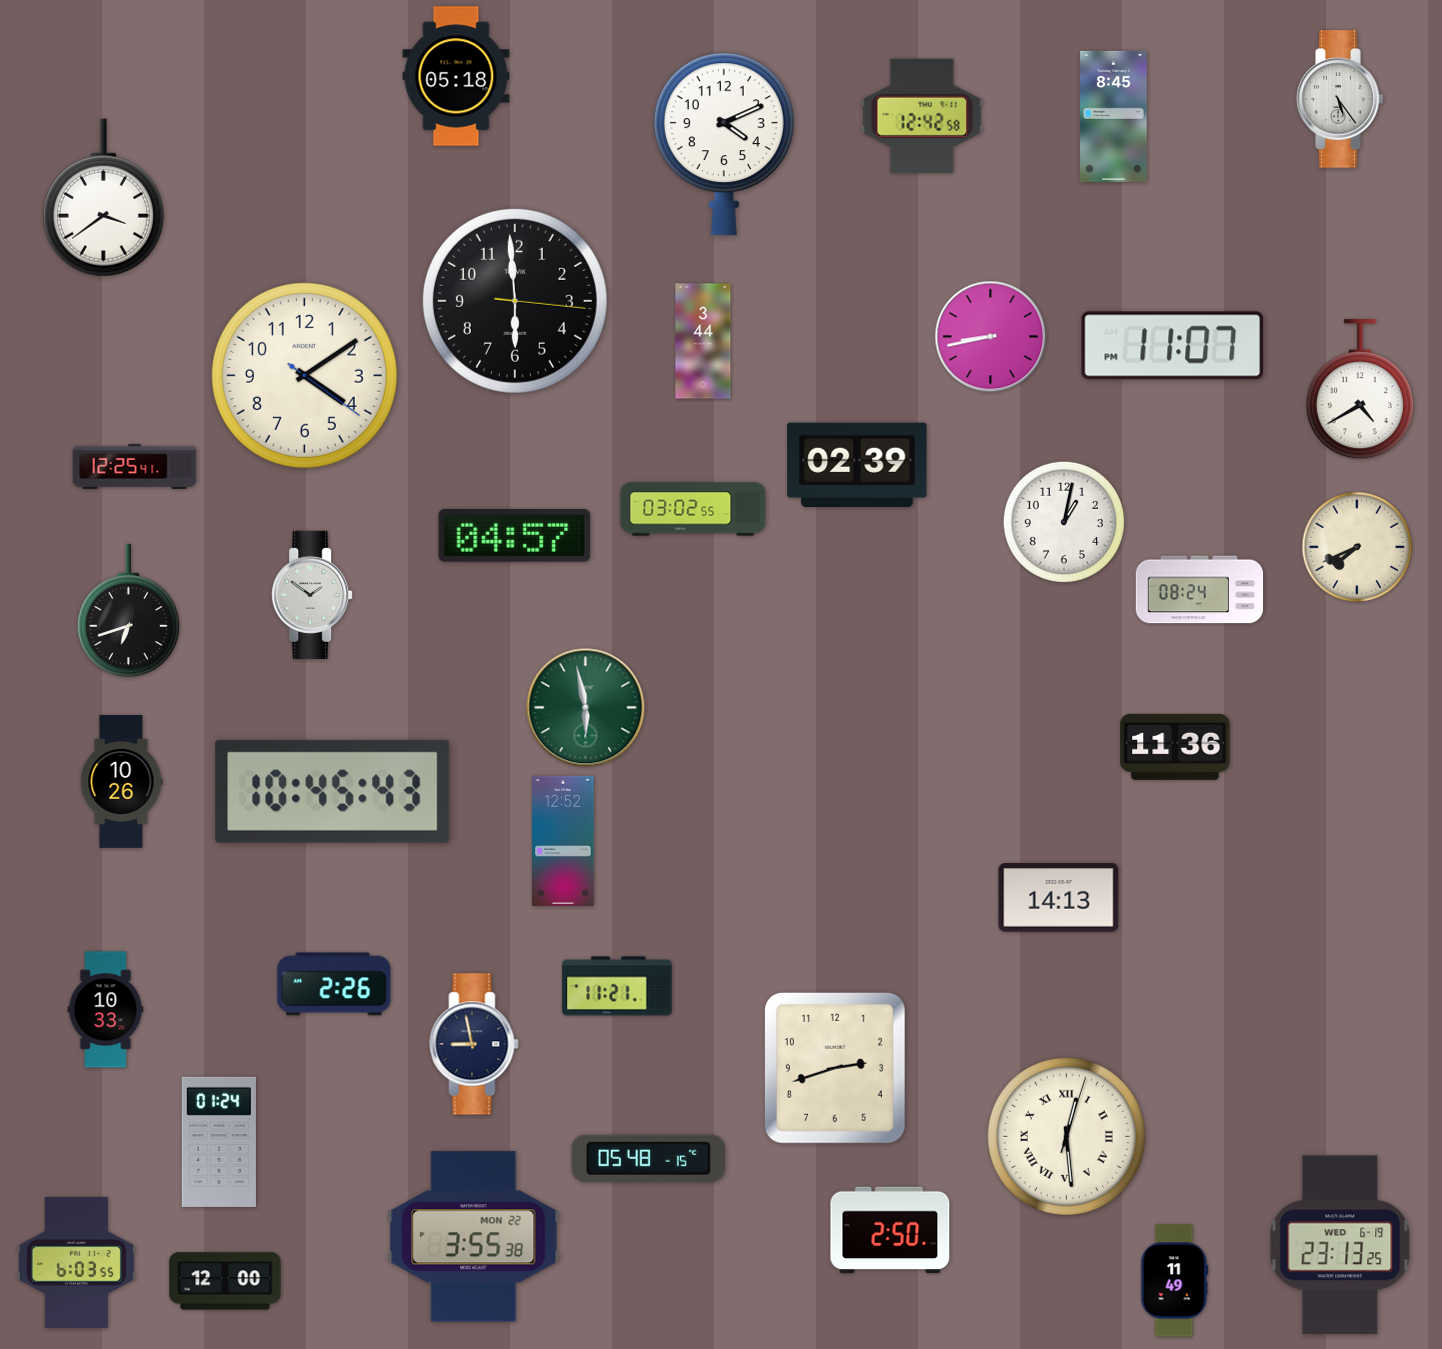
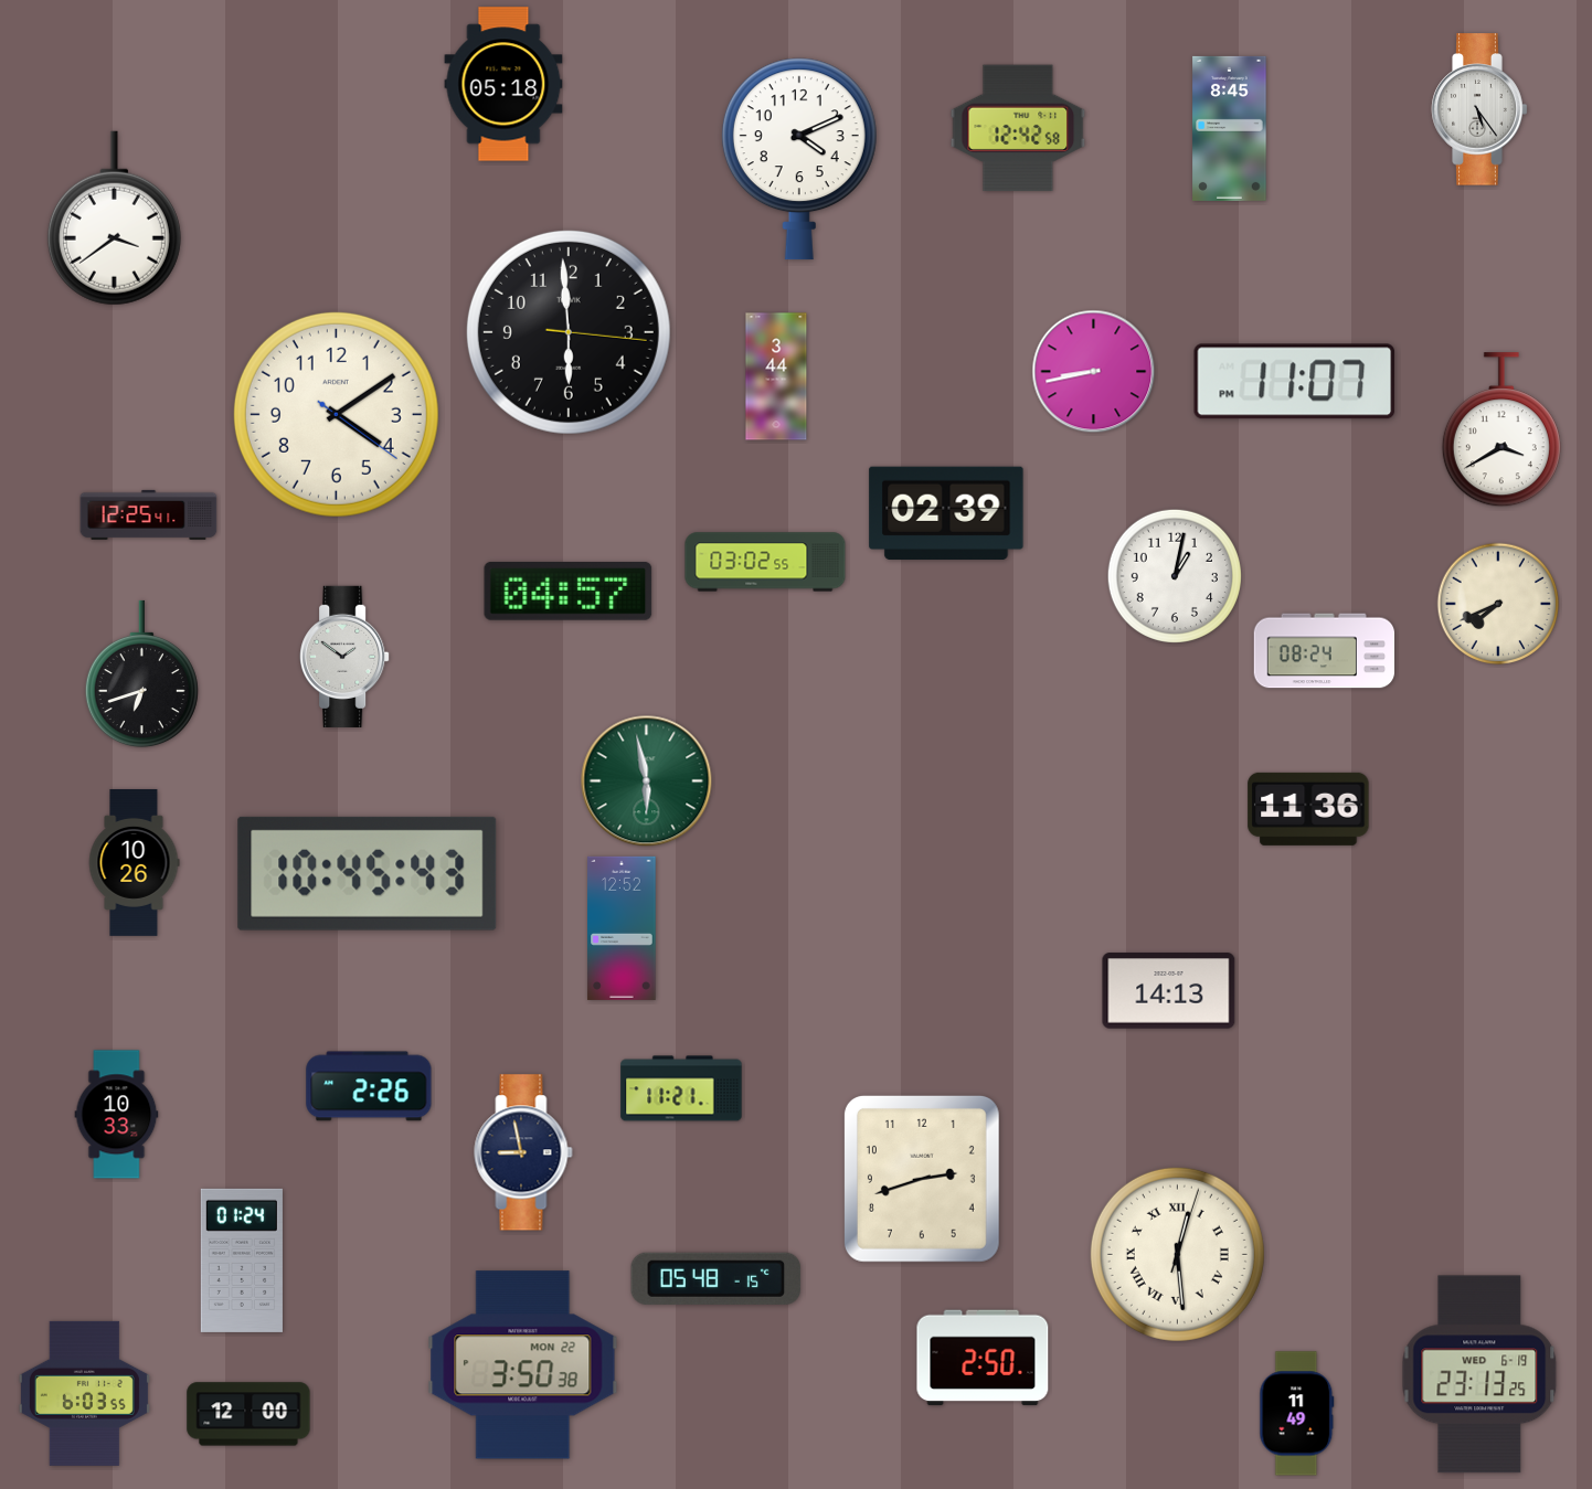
clock at (1360, 390): 4:40 -> 3:40
clock at (1175, 747) position: (1175, 747) -> (1308, 809)
clock at (474, 1237): 3:55 -> 3:50
